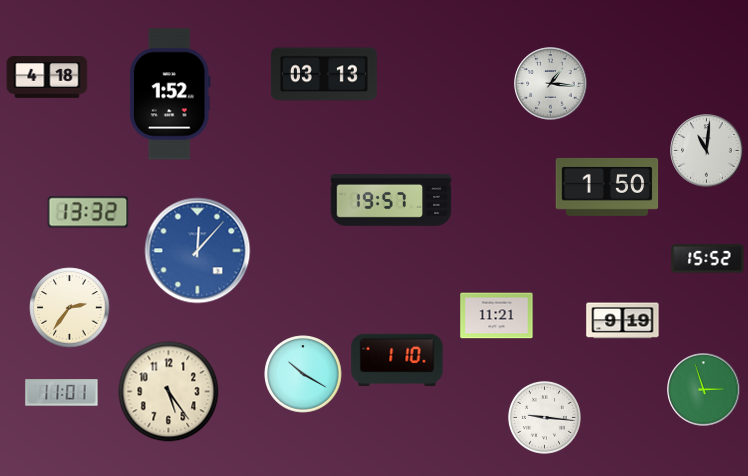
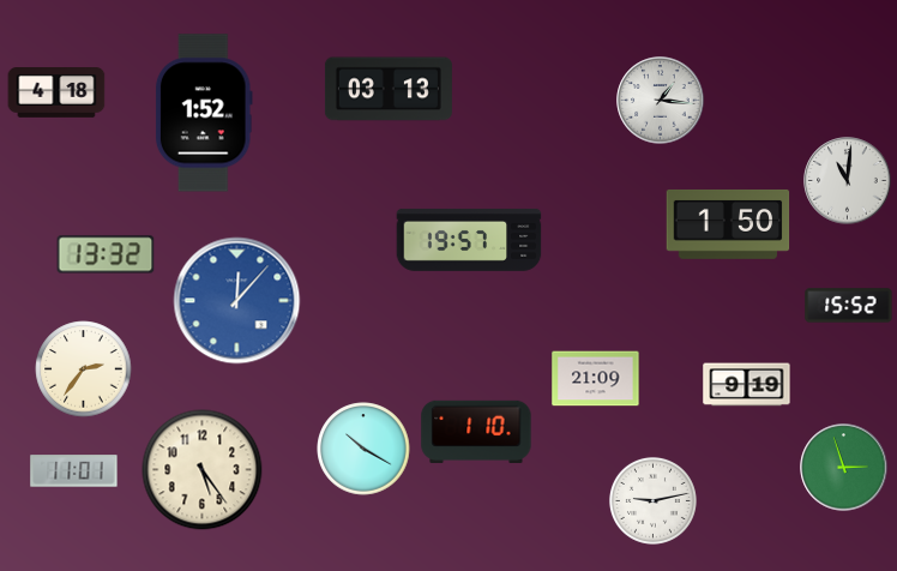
clock at (708, 259) position: (708, 259) -> (849, 306)
clock at (497, 316): 11:21 -> 21:09
clock at (544, 417): 9:16 -> 9:13
